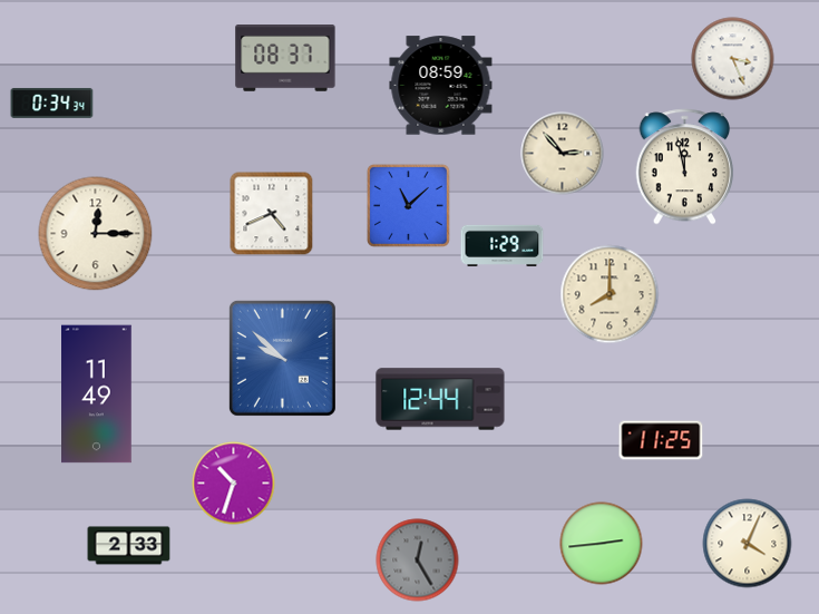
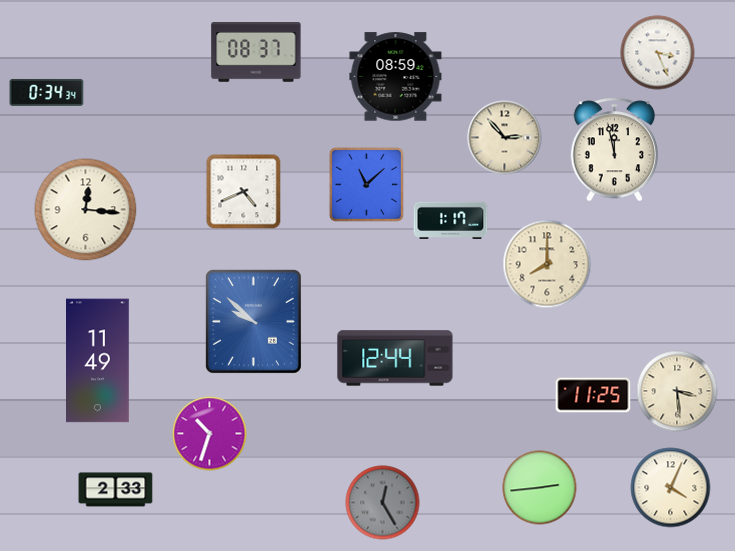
clock at (96, 234): 12:15 -> 12:16
clock at (503, 245): 1:29 -> 1:17
clock at (97, 394) position: (97, 394) -> (98, 361)
clock at (677, 391): none -> 3:29
clock at (418, 561) position: (418, 561) -> (383, 503)
